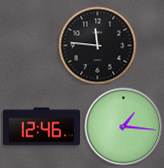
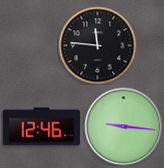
clock at (123, 126): 1:16 -> 9:16
